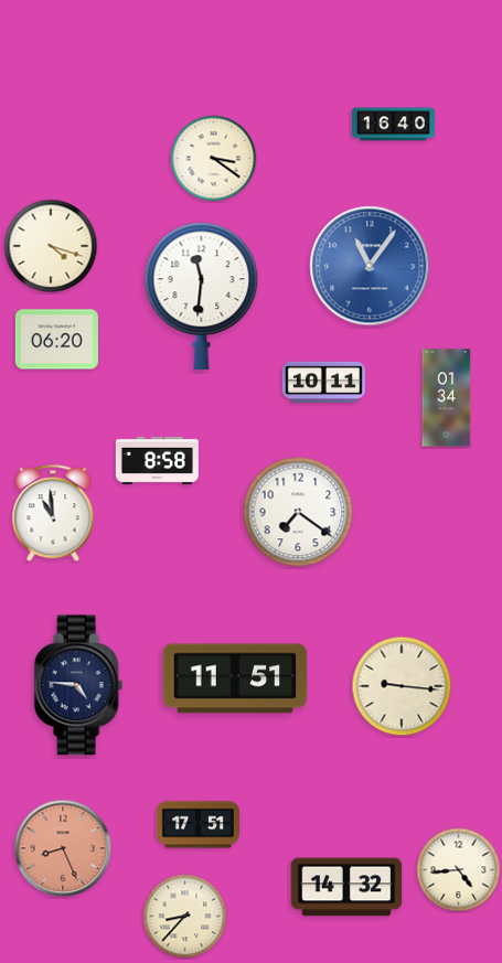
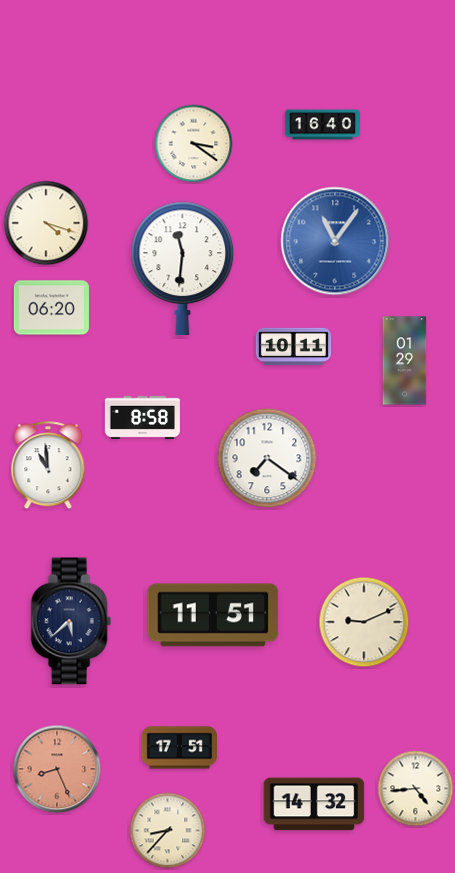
clock at (393, 125) position: (393, 125) -> (322, 125)
clock at (447, 398): 01:34 -> 01:29
clock at (298, 512) position: (298, 512) -> (267, 458)
clock at (78, 685): 4:46 -> 5:38
clock at (402, 686): 9:16 -> 9:11
